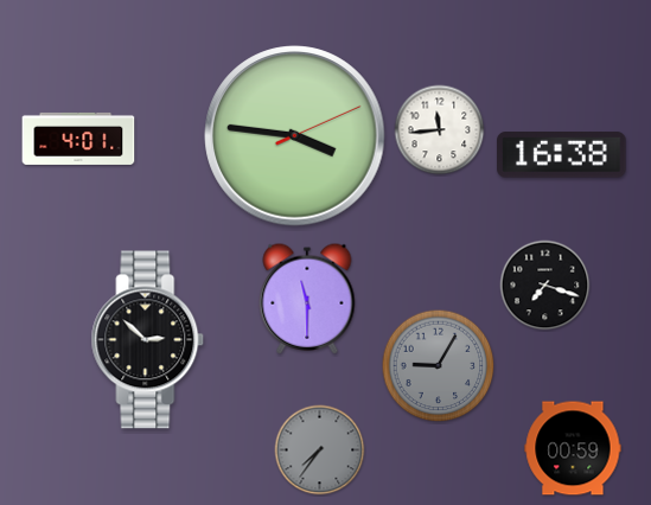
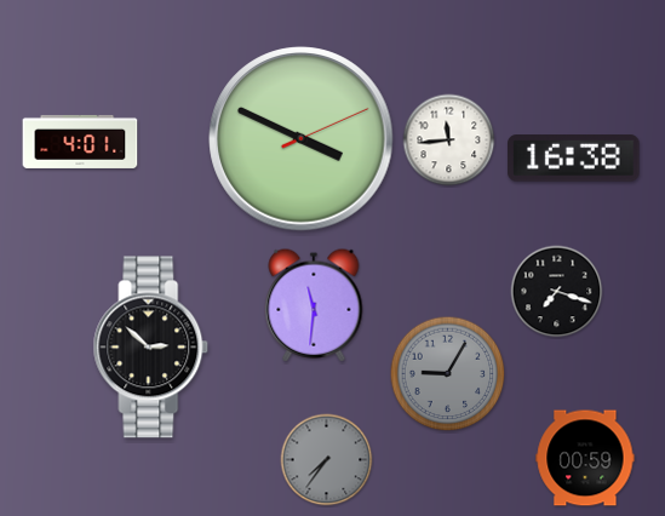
clock at (440, 130) position: (440, 130) -> (449, 141)
clock at (295, 136): 3:46 -> 3:49
clock at (307, 299): 11:30 -> 11:31
